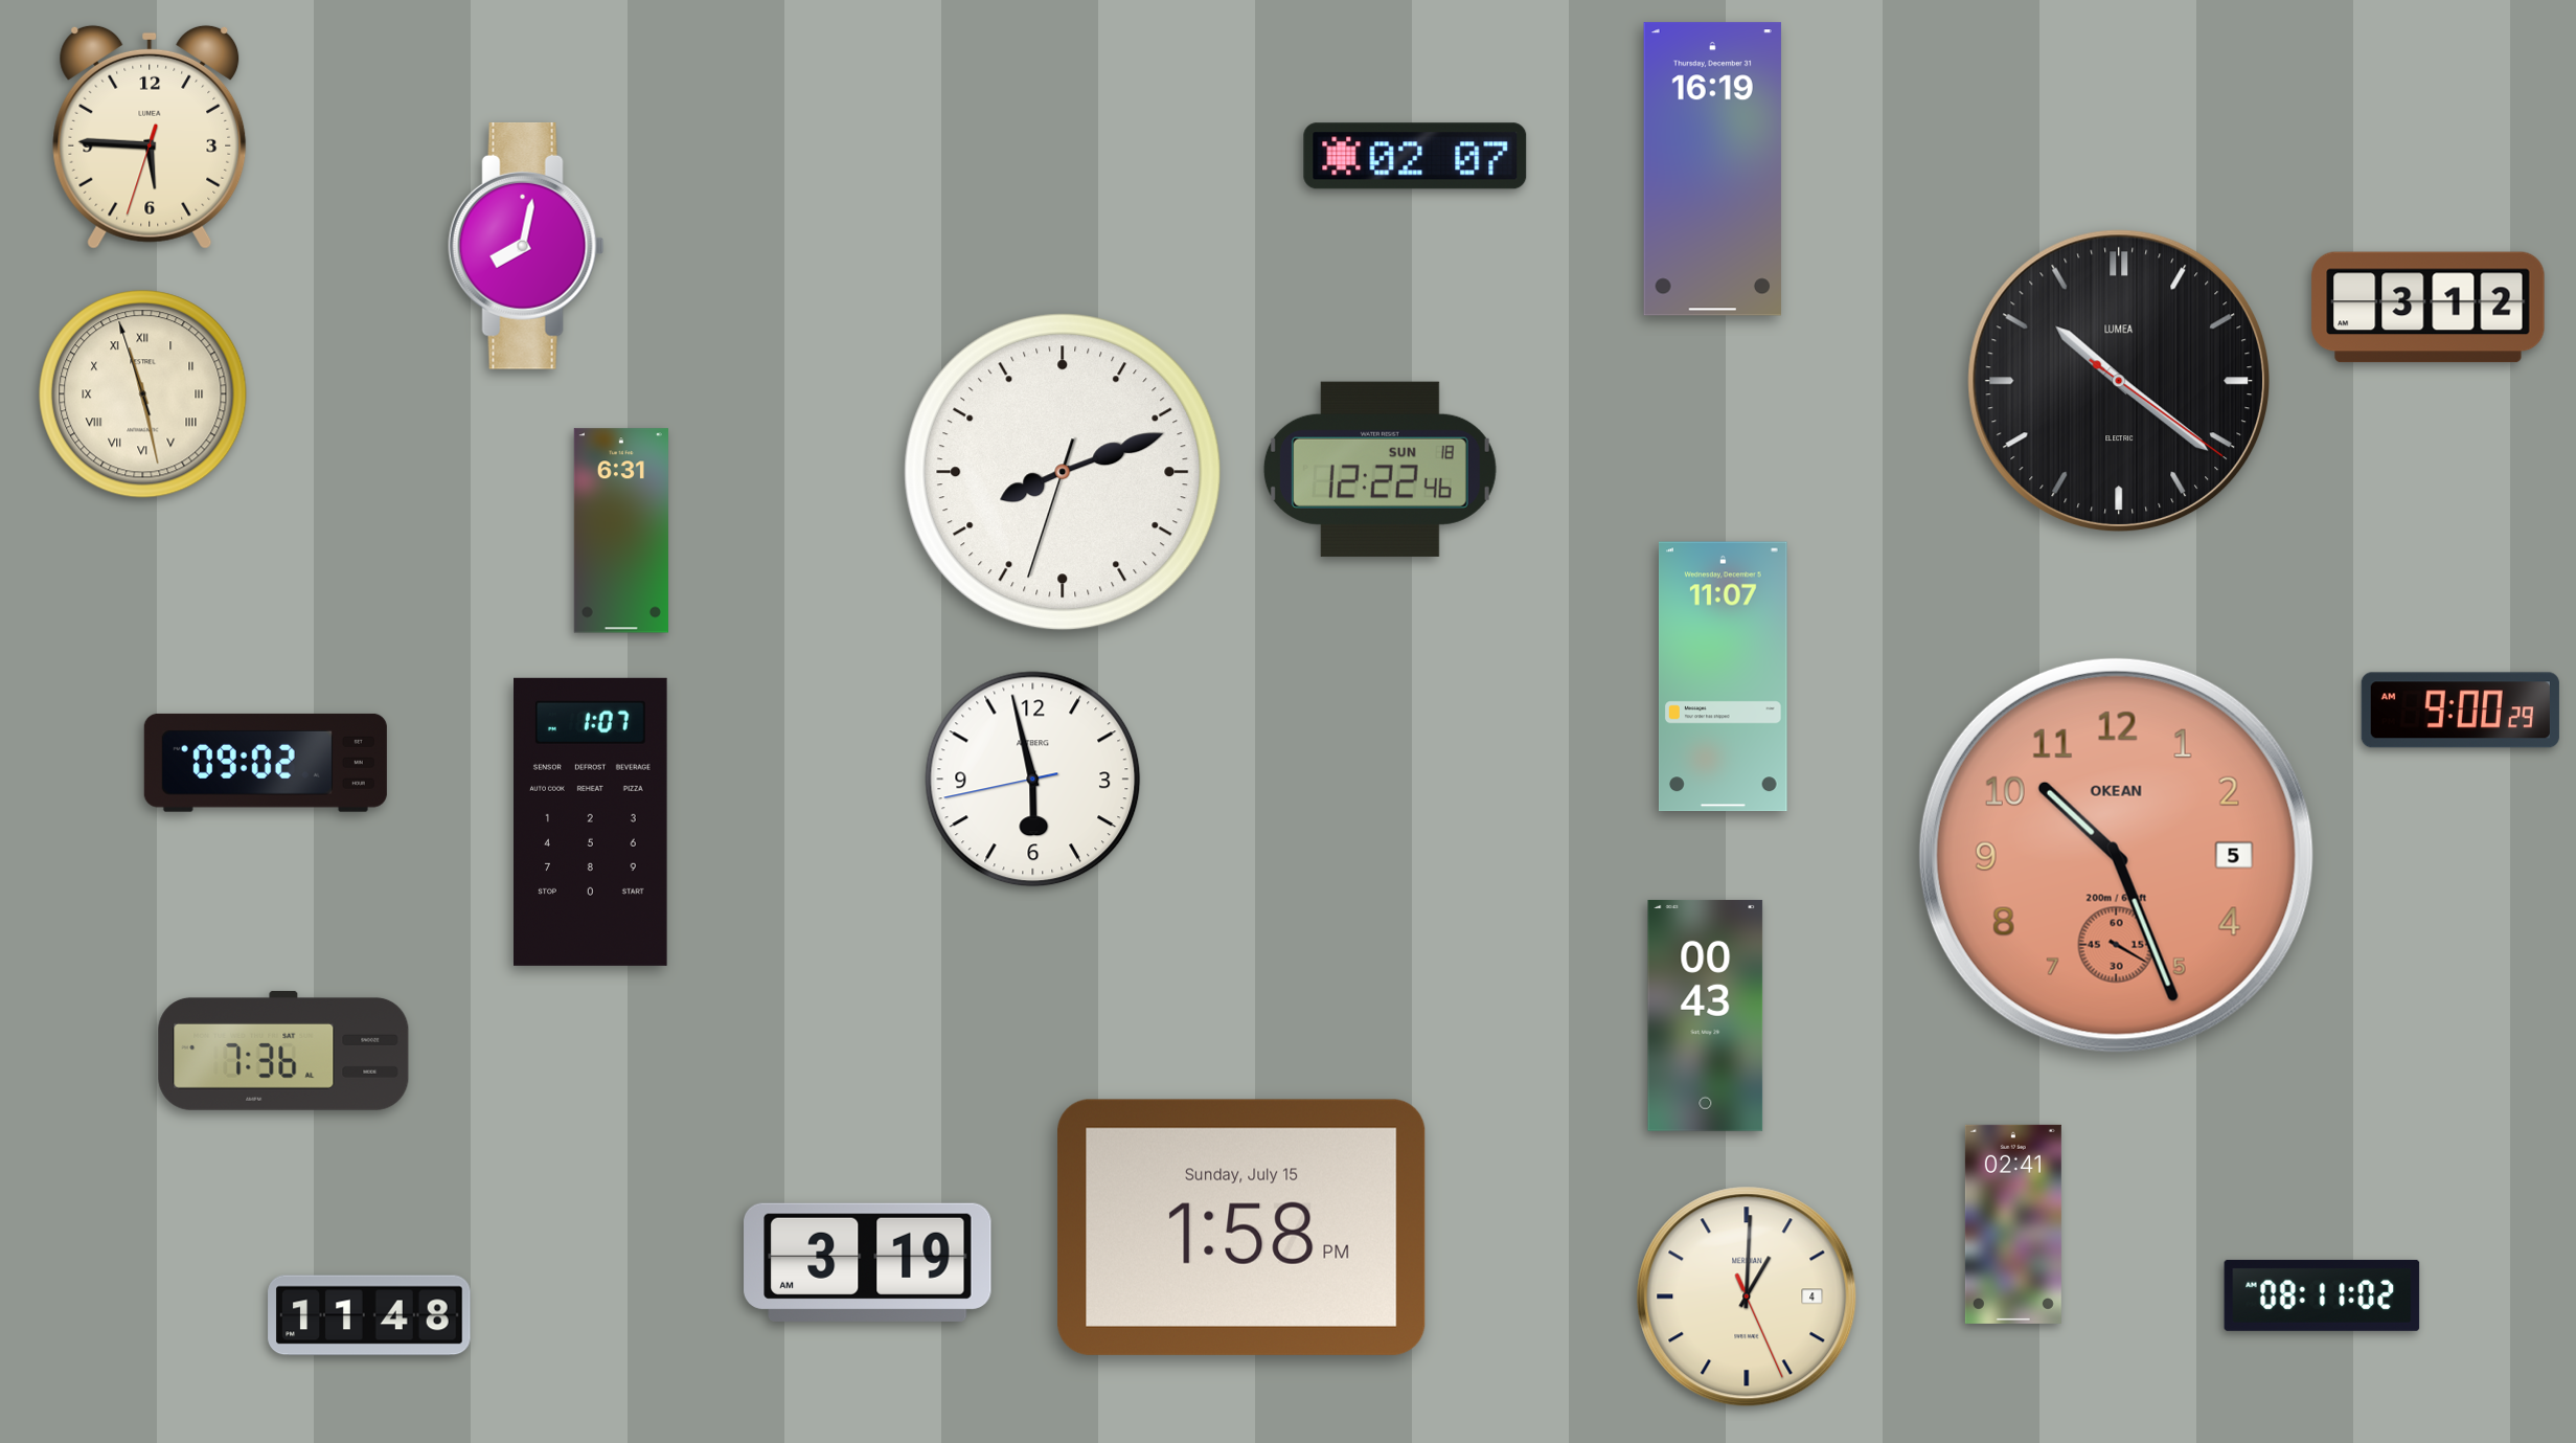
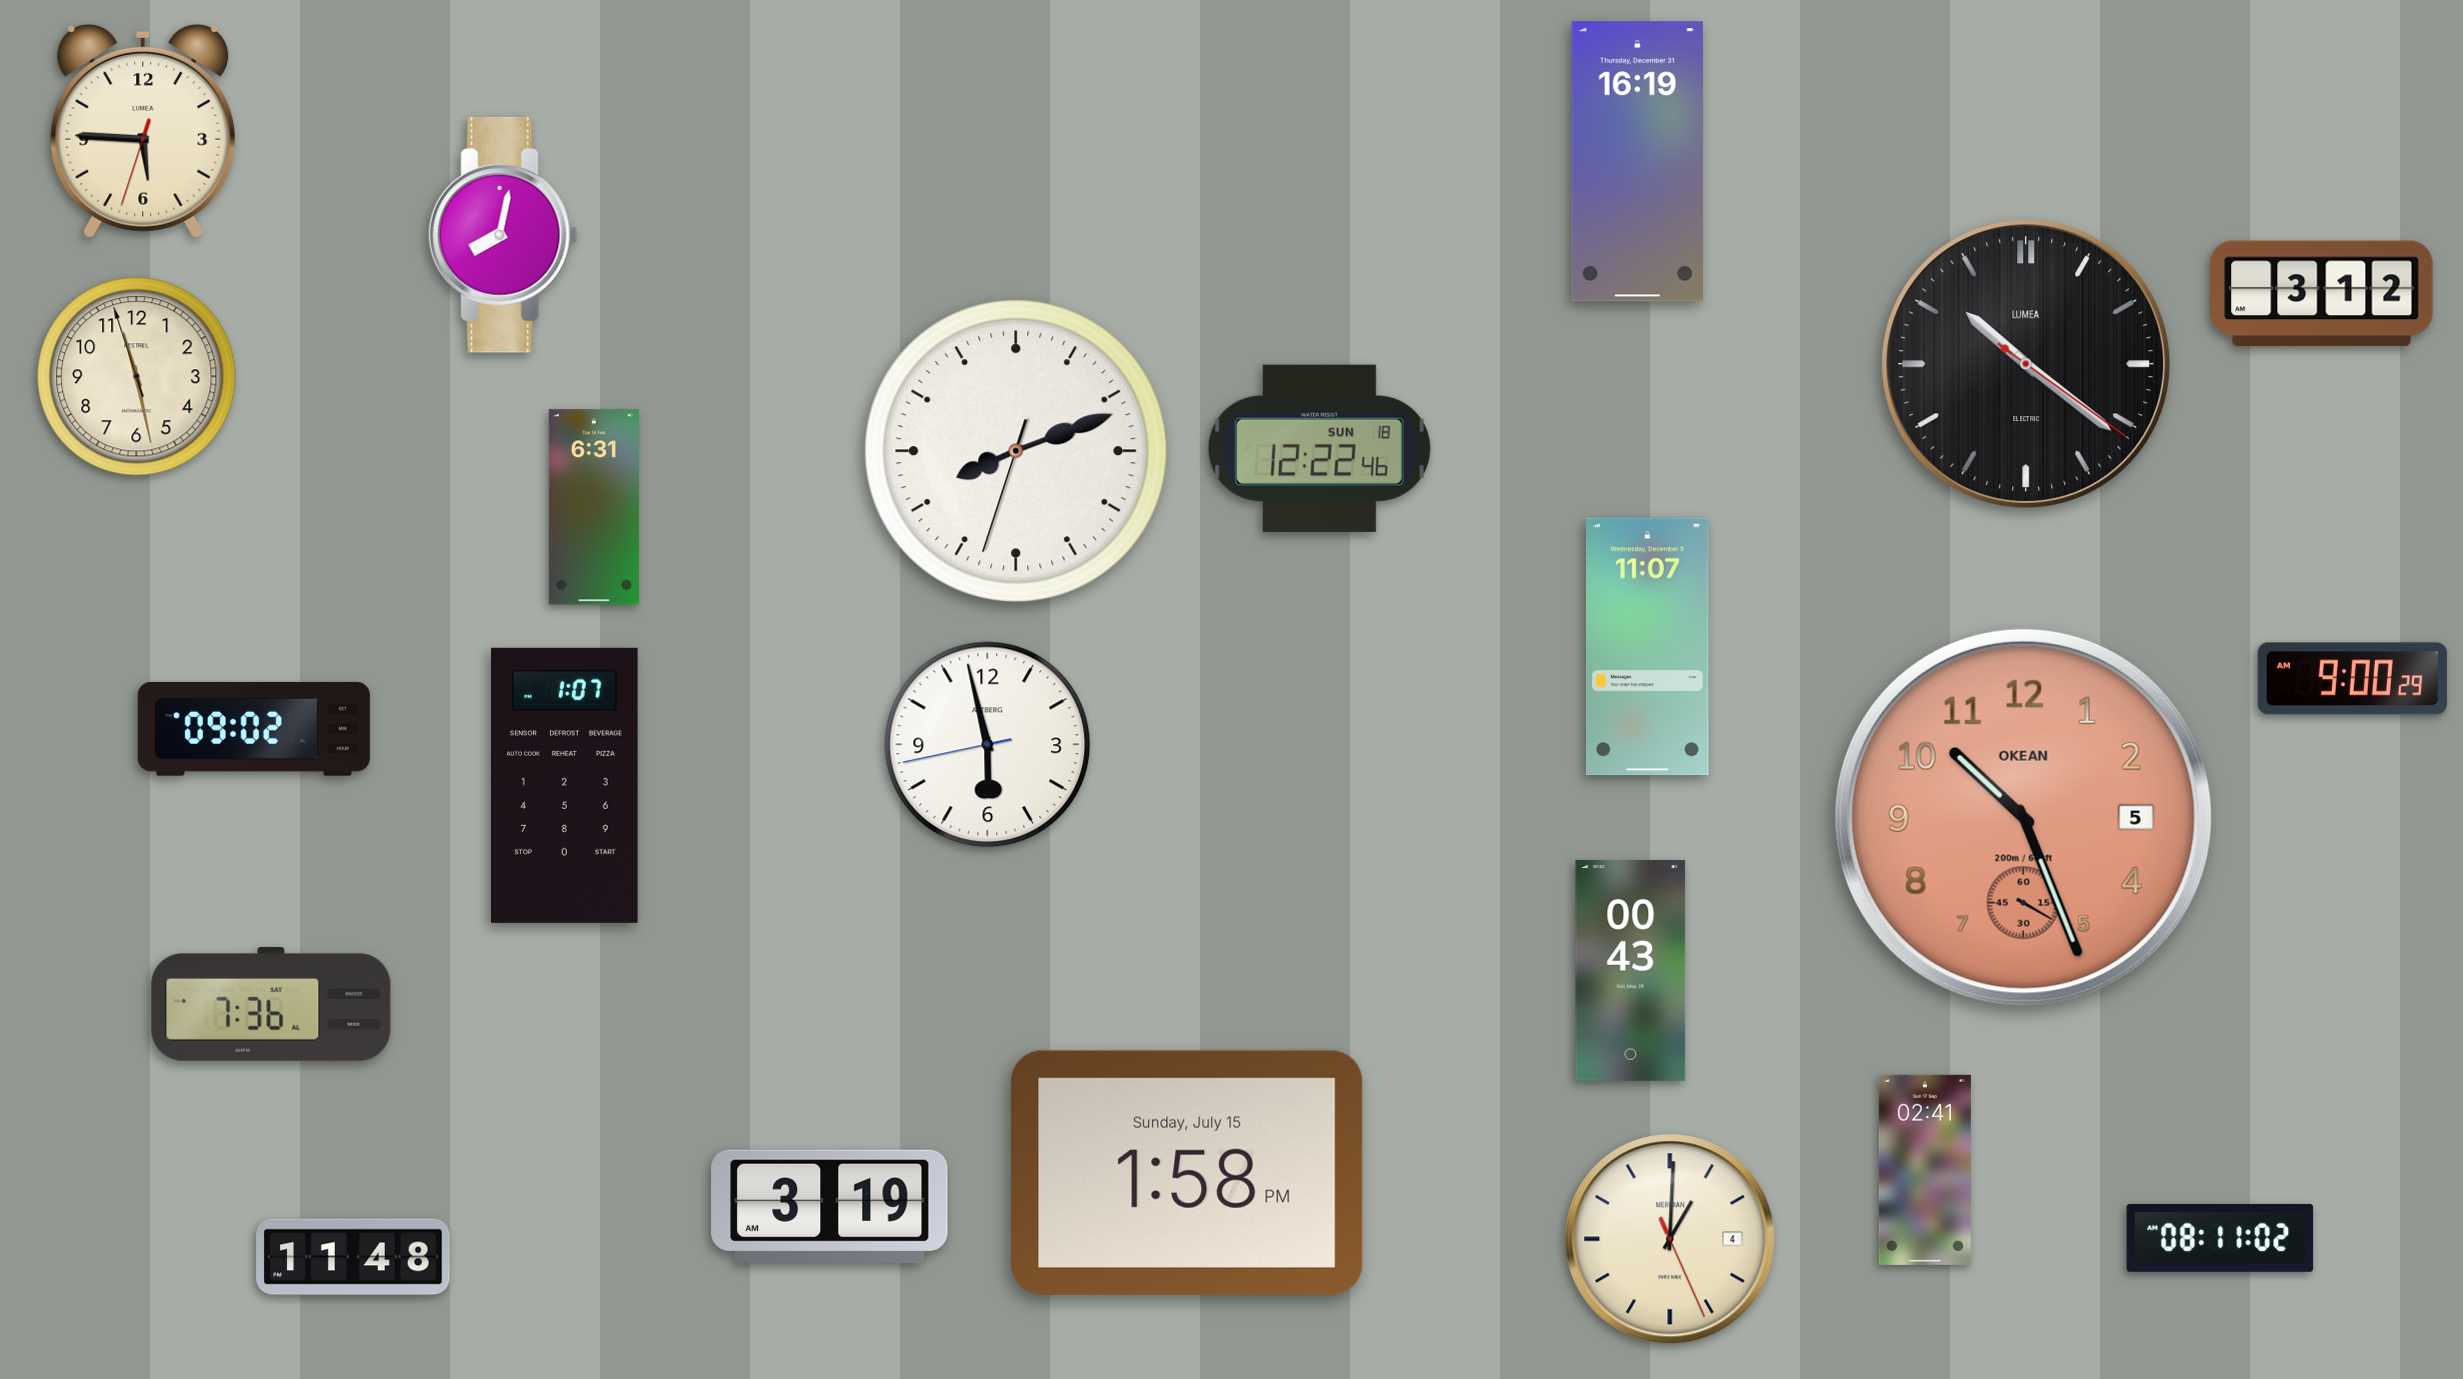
clock at (1415, 156): 02:07 -> none
clock at (143, 394) numerals: Roman -> Arabic
